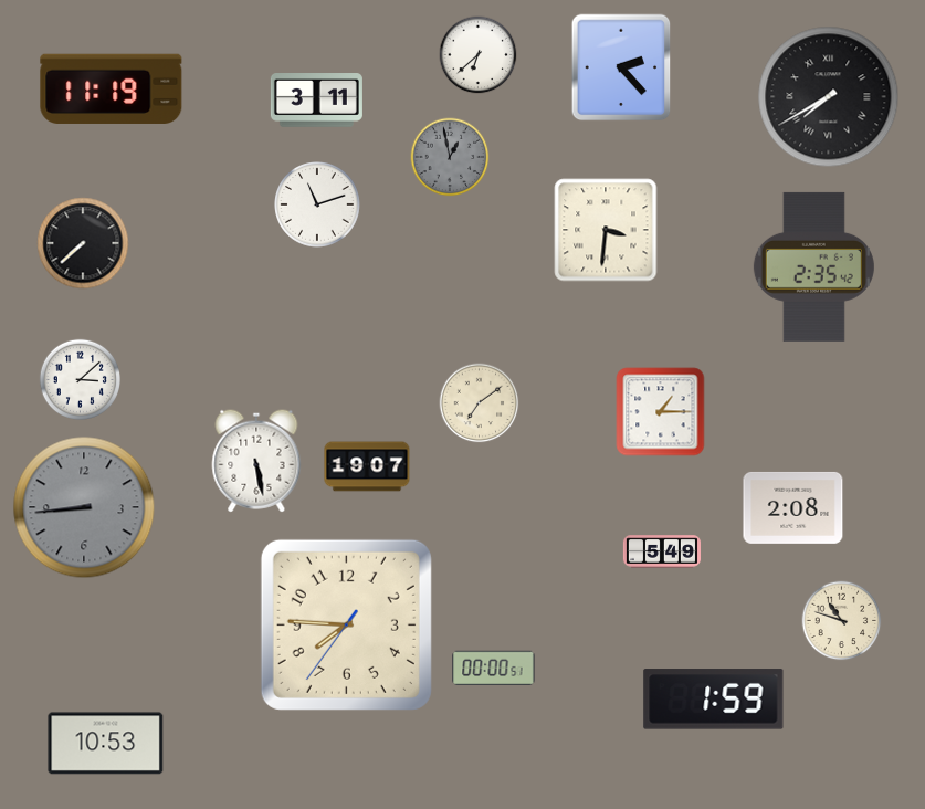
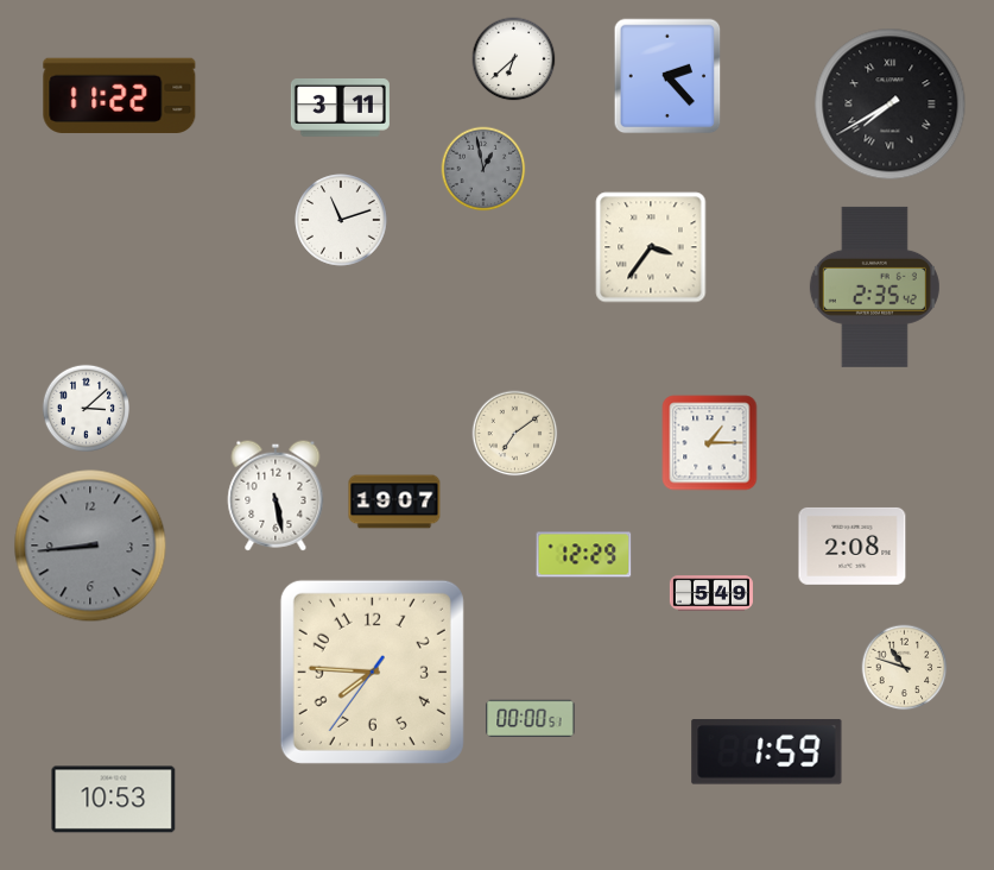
clock at (621, 67) position: (621, 67) -> (667, 76)
clock at (112, 88): 11:19 -> 11:22
clock at (606, 230): 3:31 -> 3:36
clock at (83, 243): 7:38 -> none
clock at (584, 555): none -> 12:29
